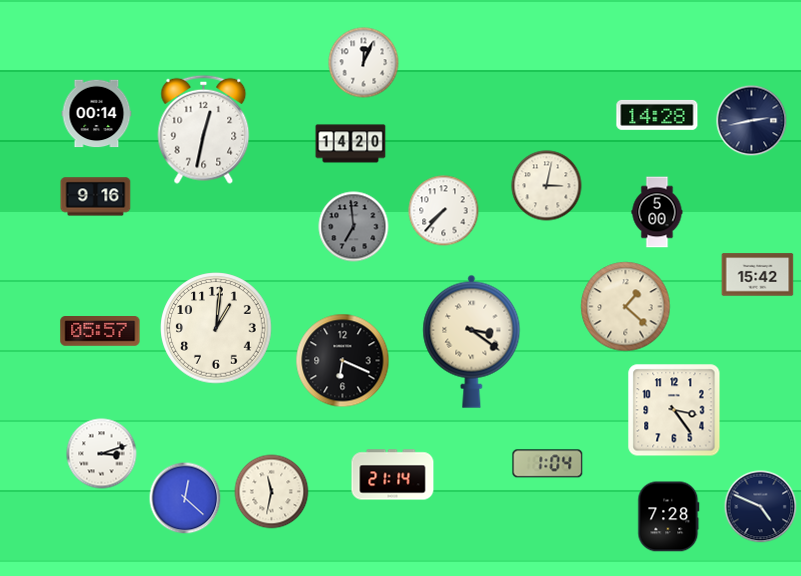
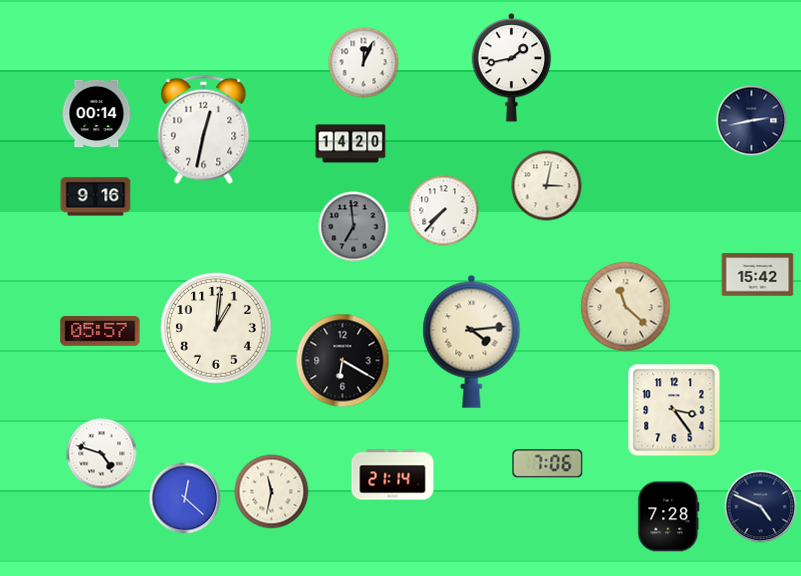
clock at (512, 68): none -> 1:43
clock at (657, 115): 14:28 -> none
clock at (657, 212): 5:00 -> none
clock at (626, 307): 1:22 -> 11:22
clock at (472, 341): 3:21 -> 4:14
clock at (343, 361): 6:19 -> 6:20
clock at (102, 454): 3:12 -> 4:48
clock at (548, 464): 1:04 -> 7:06
